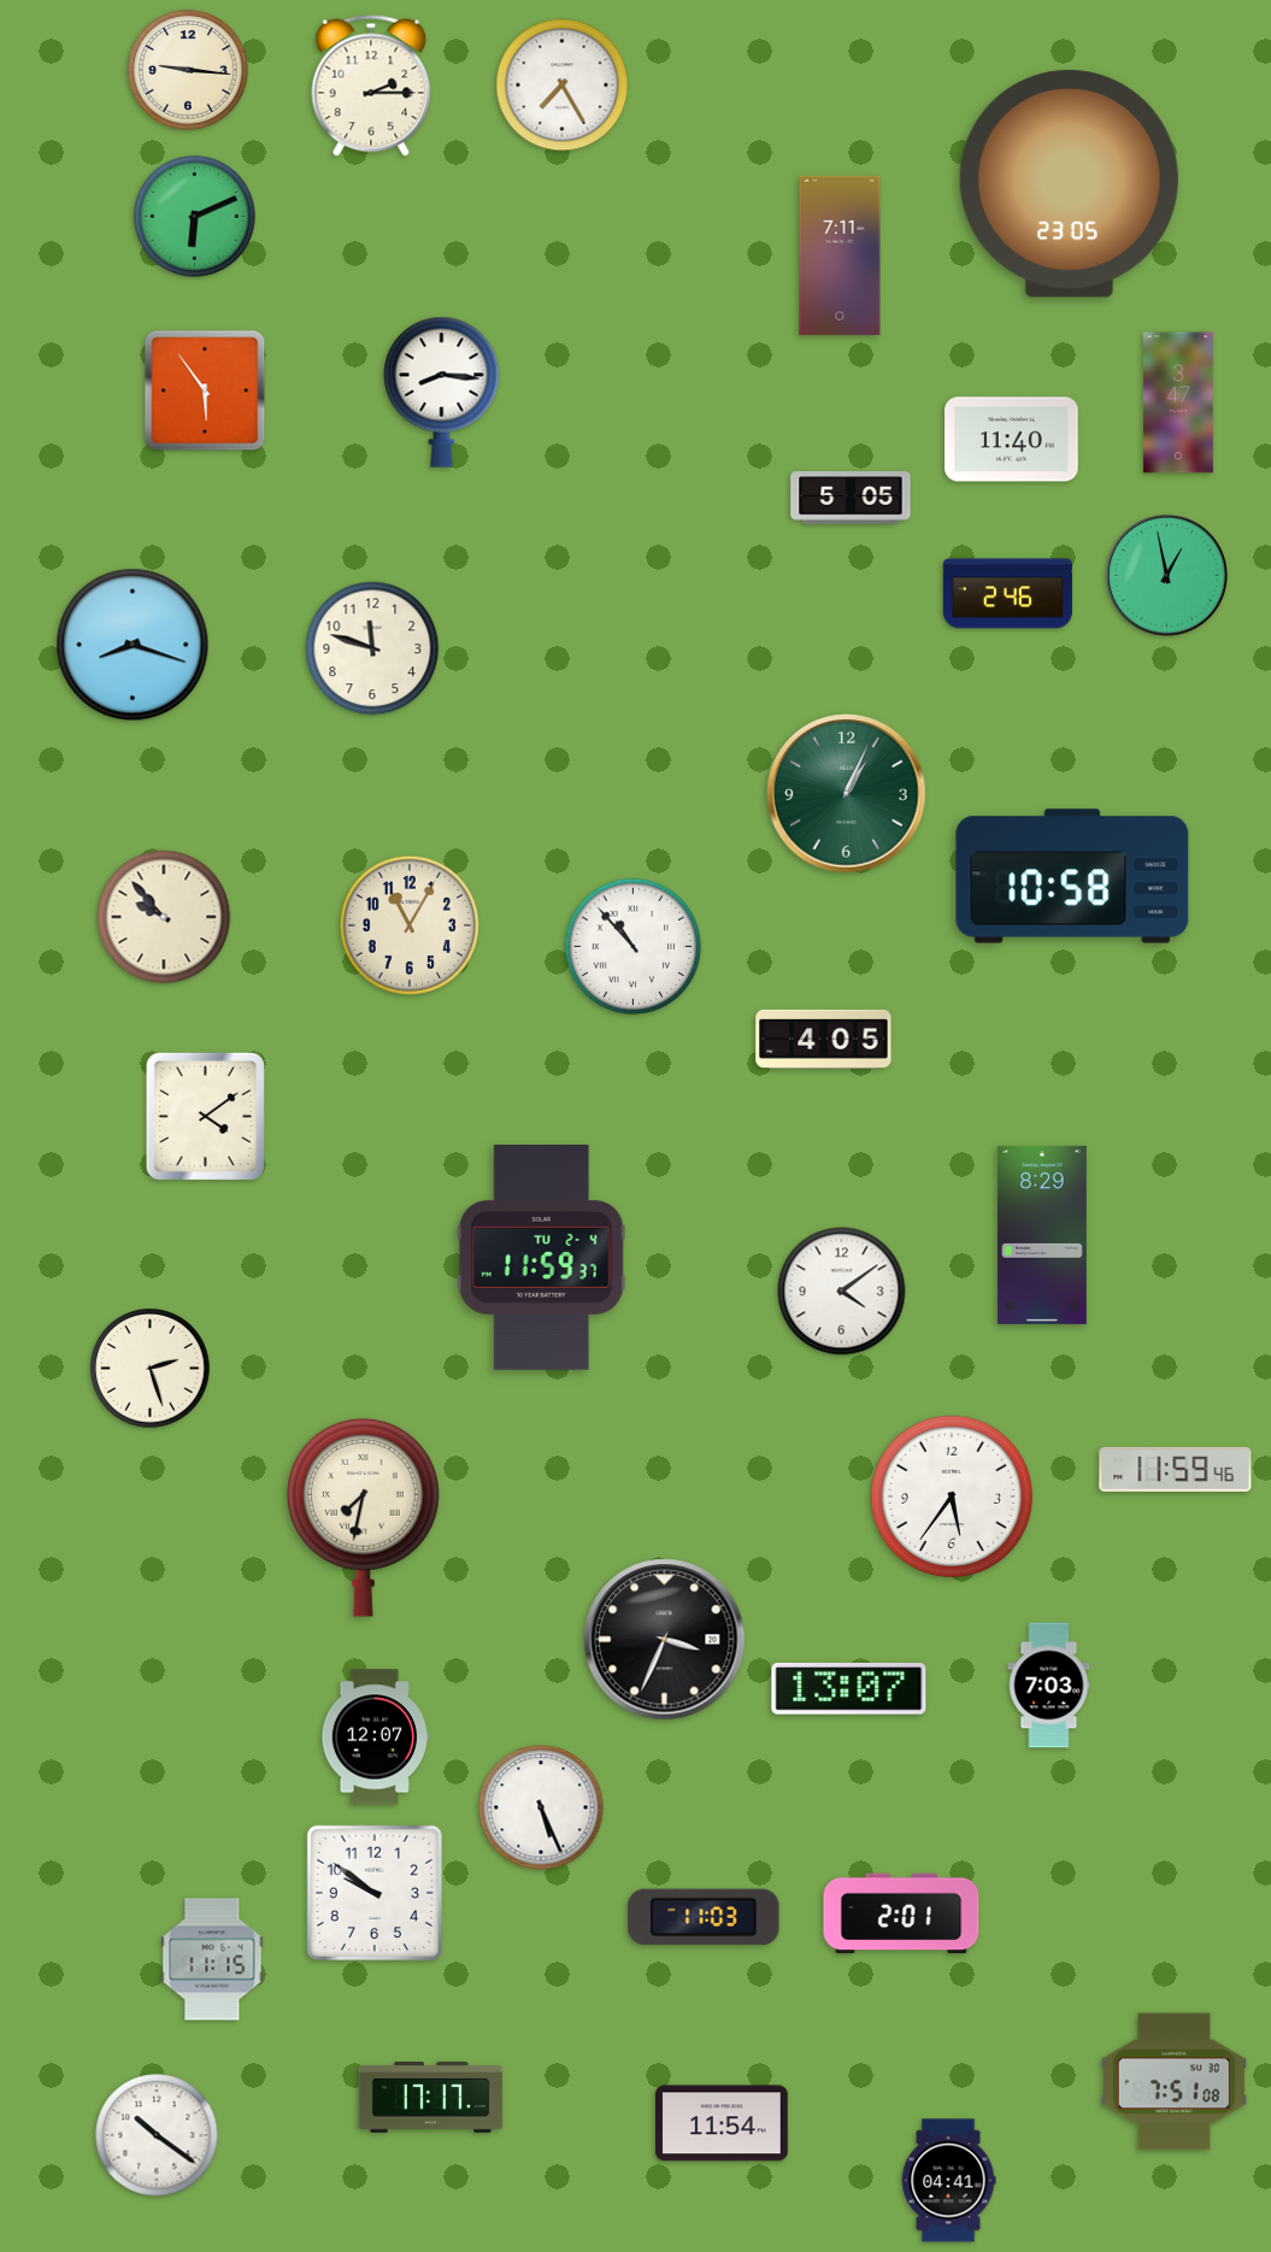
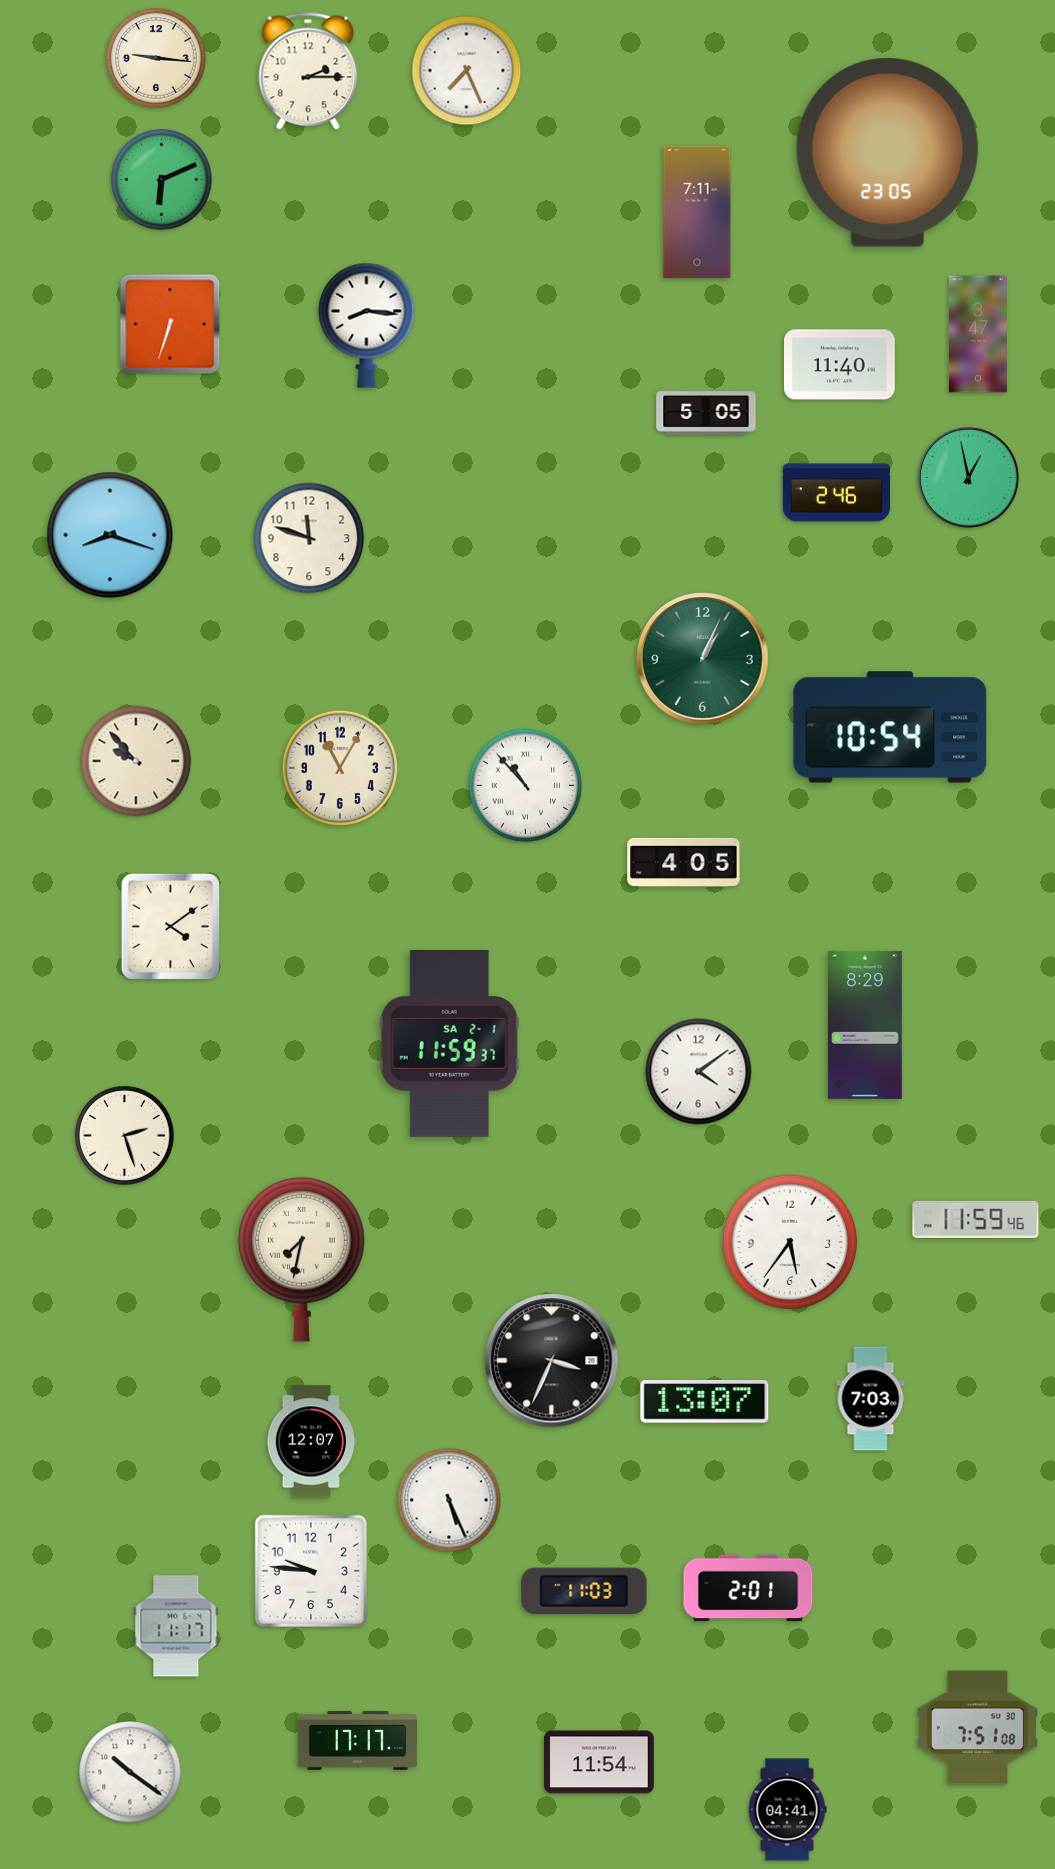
clock at (563, 86): 7:25 -> 7:26
clock at (205, 390): 5:54 -> 6:33
clock at (1072, 876): 10:58 -> 10:54
clock at (541, 1257) date: TU 2-4 -> SA 2-1
clock at (375, 1893): 9:51 -> 9:46
clock at (212, 1959): 11:15 -> 11:17
clock at (1173, 2082) position: (1173, 2082) -> (977, 1728)
